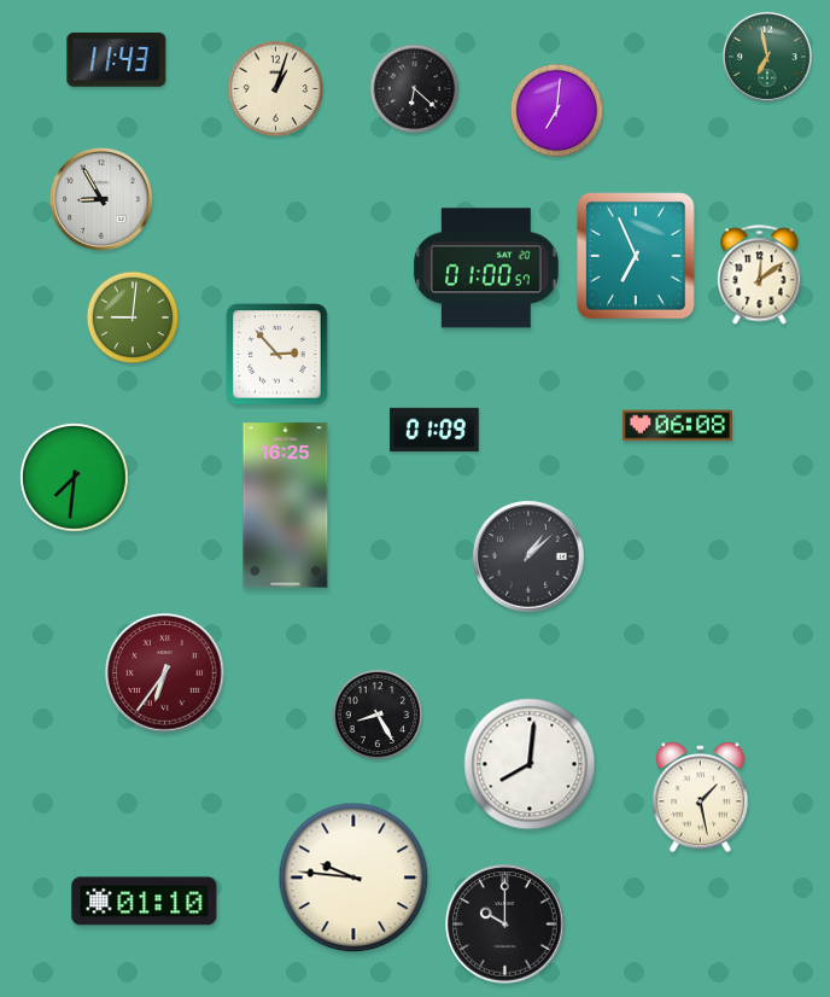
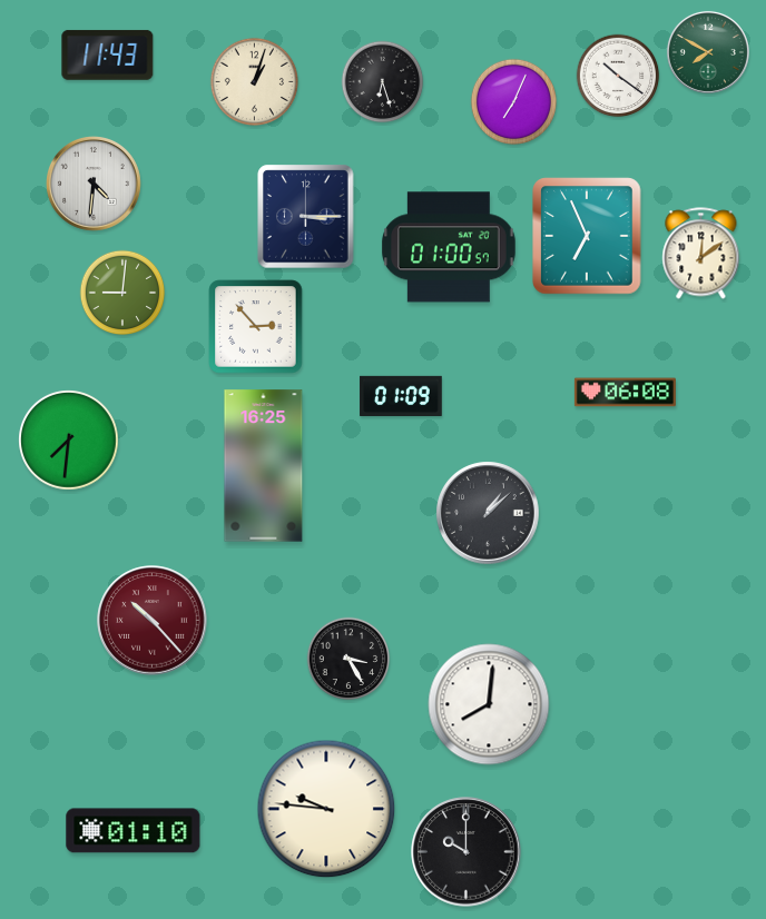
clock at (767, 57): 6:58 -> 7:50
clock at (618, 76): none -> 10:21
clock at (415, 89): 6:22 -> 6:27
clock at (557, 111): 7:01 -> 7:04
clock at (103, 200): 8:55 -> 4:31
clock at (306, 217): none -> 3:15
clock at (165, 674): 6:36 -> 10:23
clock at (378, 715): 8:25 -> 3:25
clock at (700, 798): 1:28 -> none
